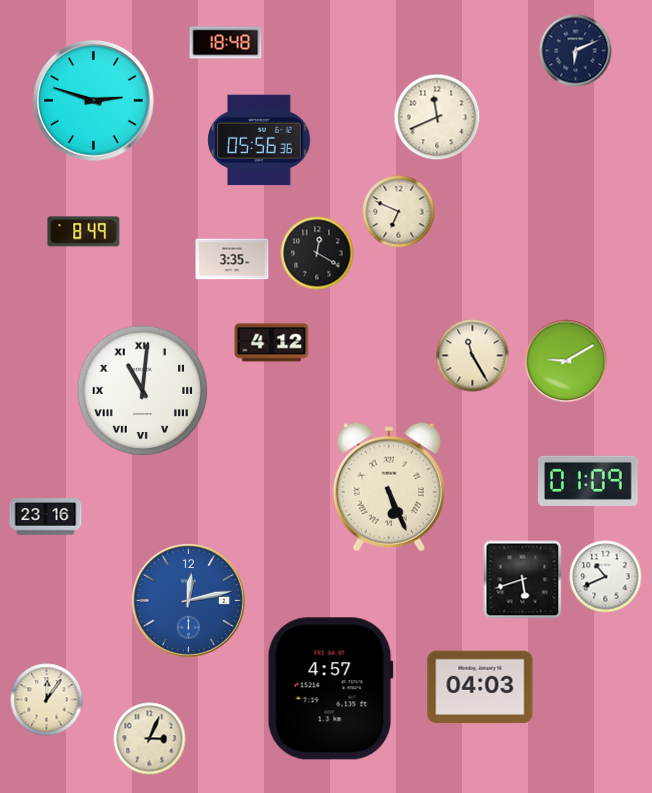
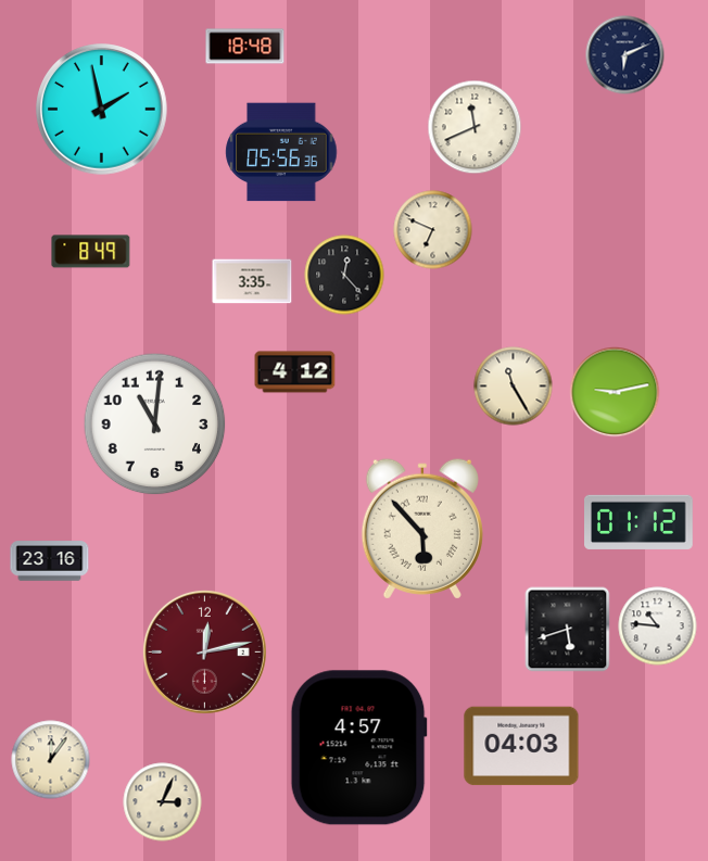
clock at (94, 101): 2:48 -> 1:58
clock at (317, 253): 12:20 -> 12:23
clock at (566, 361): 9:10 -> 9:13
clock at (143, 391) numerals: Roman -> Arabic
clock at (589, 481): 01:09 -> 01:12
clock at (389, 487): 5:26 -> 5:53
clock at (606, 577): 10:41 -> 10:46
clock at (188, 600) dial: blue -> burgundy
